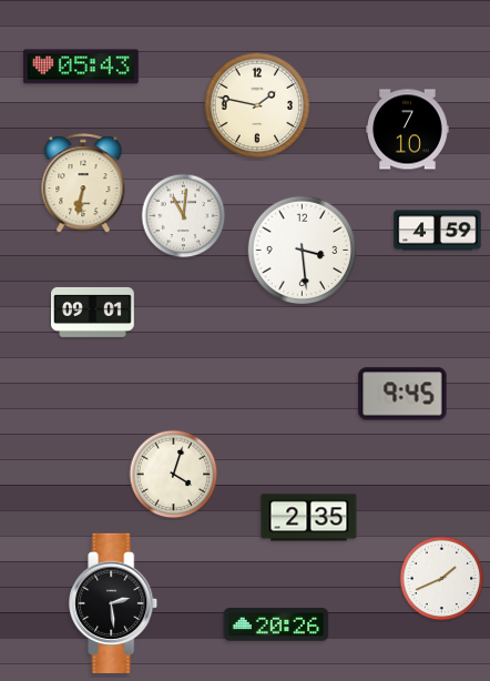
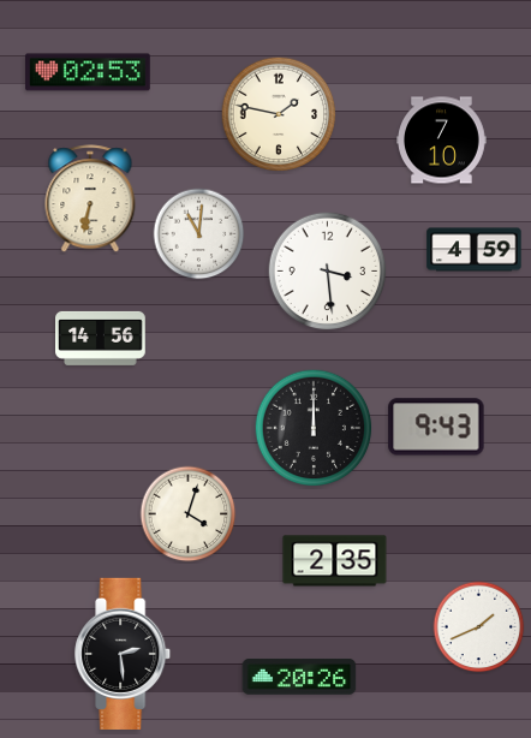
clock at (82, 67): 05:43 -> 02:53
clock at (93, 312): 09:01 -> 14:56
clock at (402, 394): 9:45 -> 9:43
clock at (314, 428): none -> 12:00
